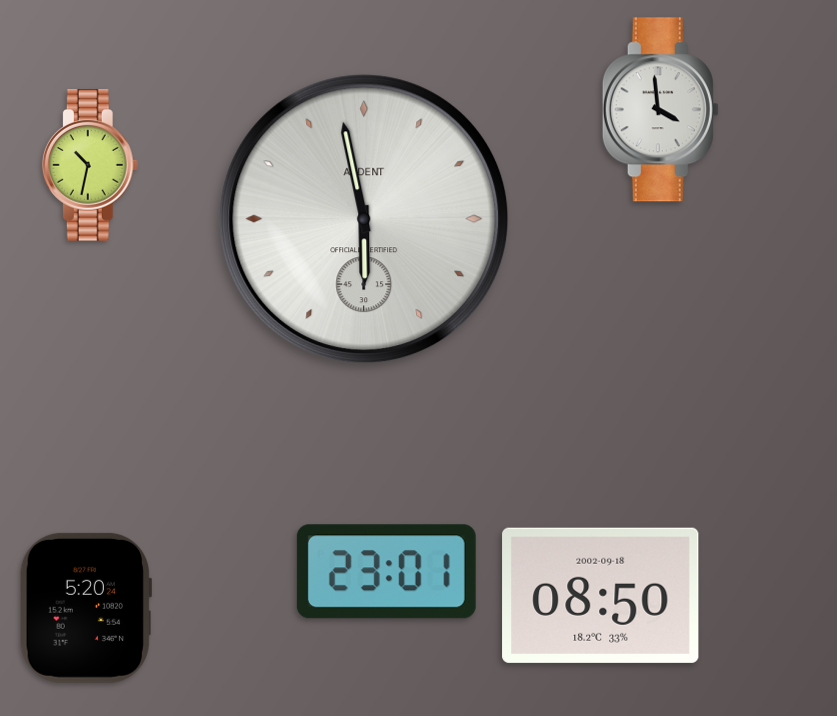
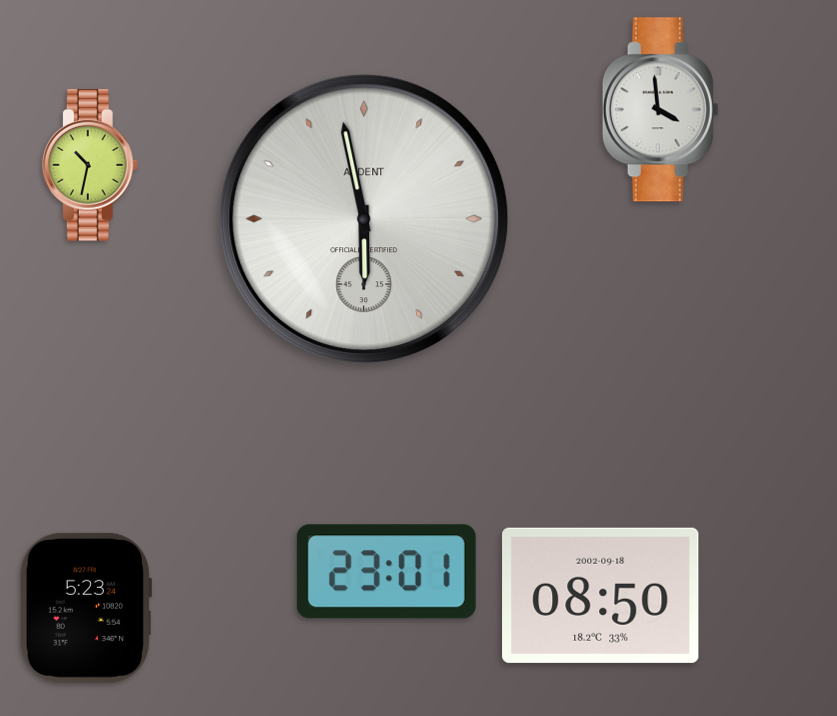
clock at (85, 608): 5:20 -> 5:23
